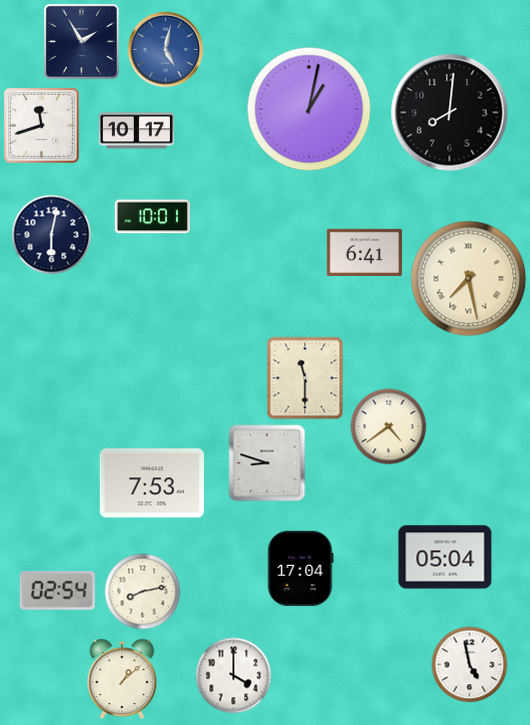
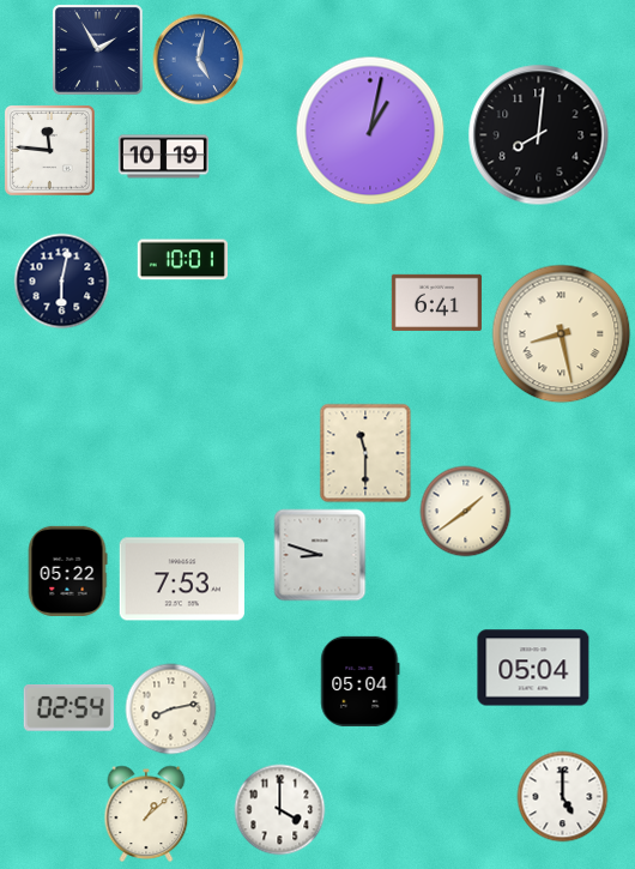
clock at (41, 125): 11:42 -> 11:46
clock at (136, 131): 10:17 -> 10:19
clock at (469, 279): 7:28 -> 8:28
clock at (389, 427): 4:39 -> 1:39
clock at (67, 571): none -> 05:22
clock at (301, 568): 17:04 -> 05:04
clock at (470, 665): 4:58 -> 5:00
